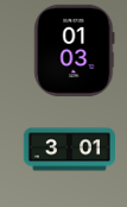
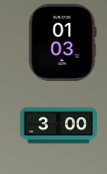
clock at (69, 150): 3:01 -> 3:00
